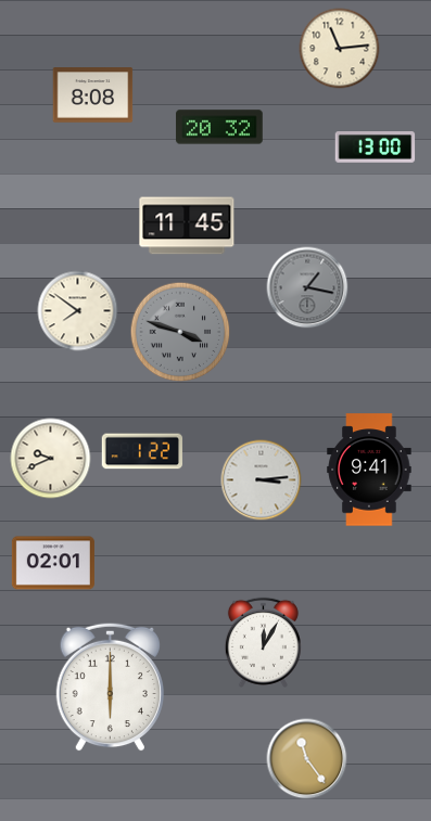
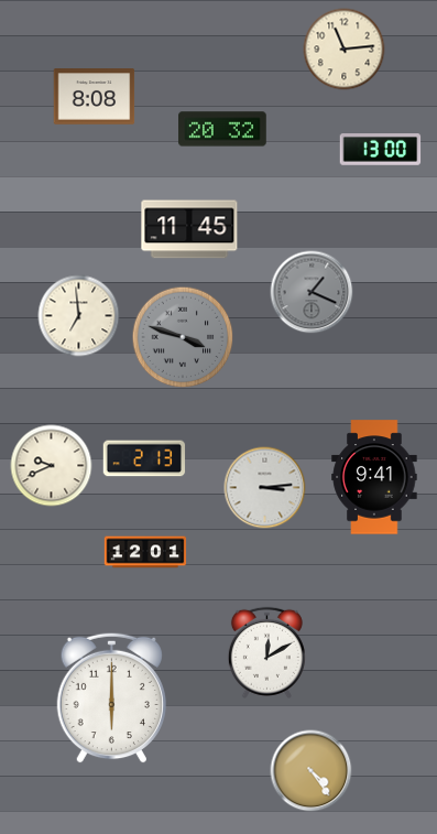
clock at (307, 287): 1:17 -> 1:19
clock at (78, 311): 7:51 -> 6:59
clock at (142, 451): 1:22 -> 2:13
clock at (145, 552): none -> 12:01
clock at (53, 563): 02:01 -> none
clock at (263, 642): 12:05 -> 12:10
clock at (307, 759): 11:24 -> 4:24
